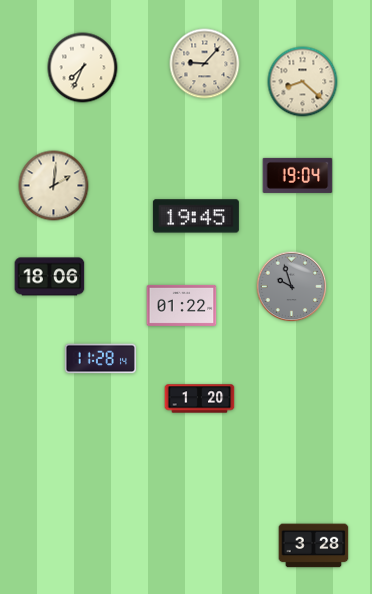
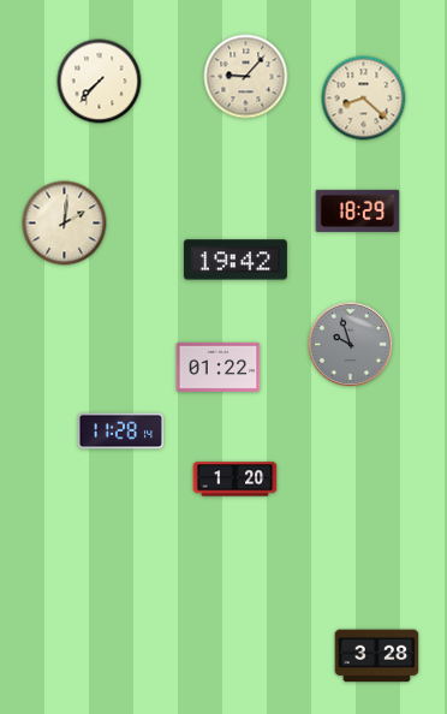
clock at (83, 68): 7:34 -> 7:37
clock at (298, 175): 19:04 -> 18:29
clock at (196, 216): 19:45 -> 19:42
clock at (50, 277): 18:06 -> none
clock at (200, 399) position: (200, 399) -> (236, 480)
